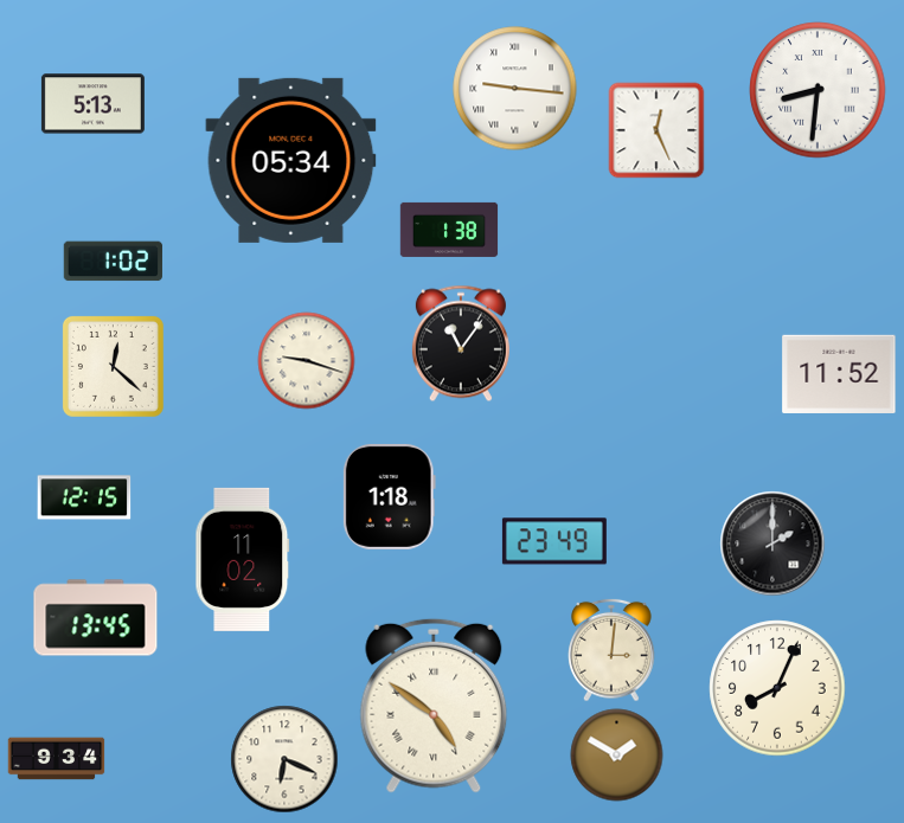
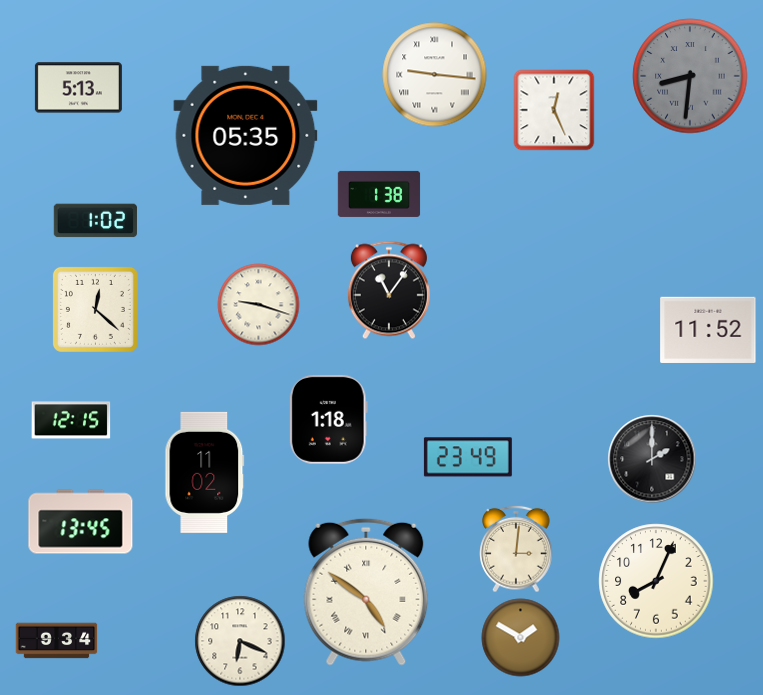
clock at (818, 90) dial: white -> grey
clock at (291, 160): 05:34 -> 05:35
clock at (839, 373) position: (839, 373) -> (708, 329)
clock at (434, 706) position: (434, 706) -> (366, 592)
clock at (57, 759) position: (57, 759) -> (57, 641)
